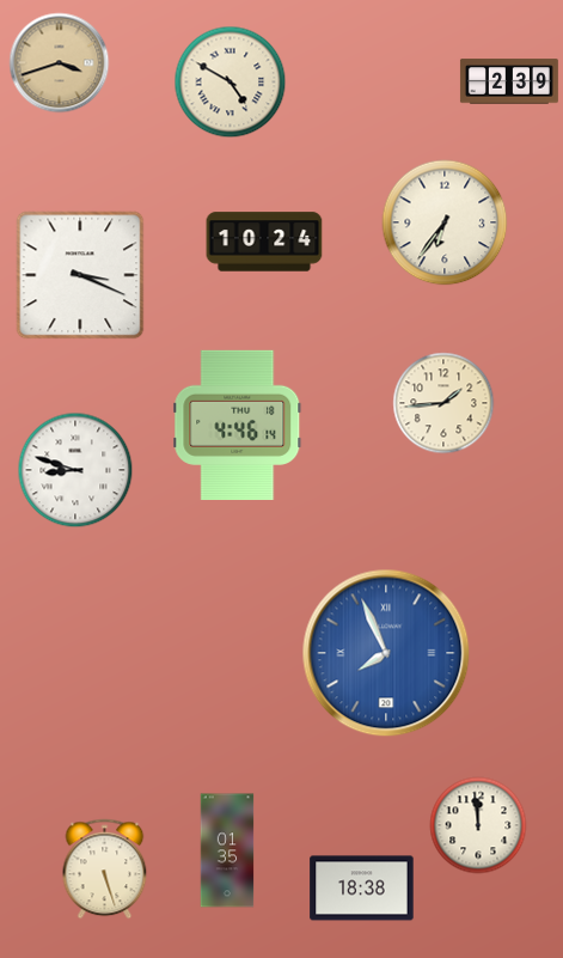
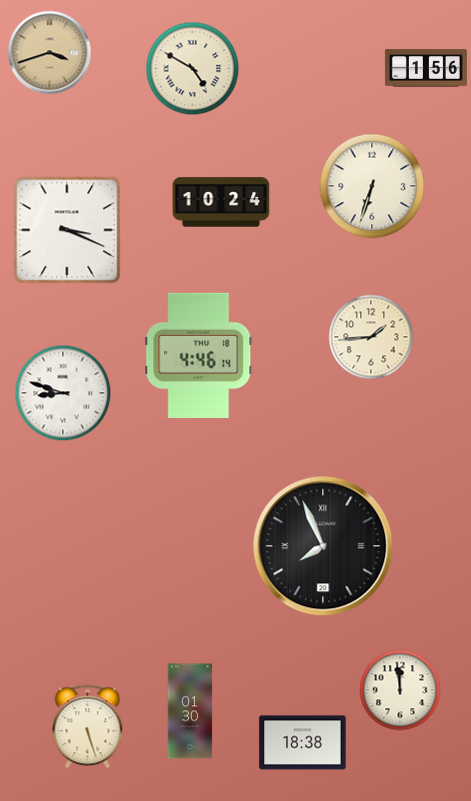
clock at (509, 81): 2:39 -> 1:56
clock at (445, 222): 6:36 -> 6:33
clock at (386, 653) dial: blue -> black
clock at (227, 850): 01:35 -> 01:30
